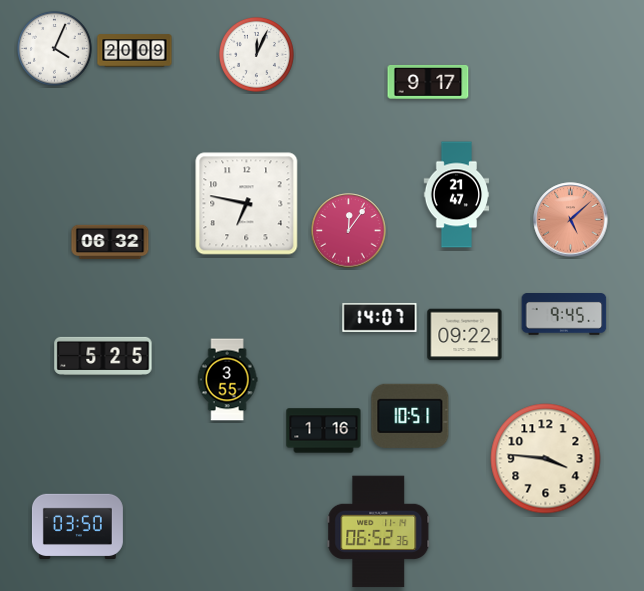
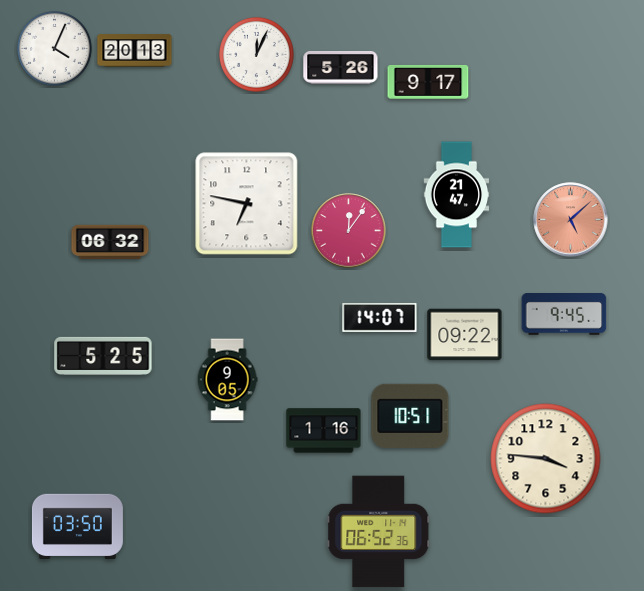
clock at (135, 51): 20:09 -> 20:13
clock at (341, 67): none -> 5:26
clock at (227, 380): 3:55 -> 9:05
